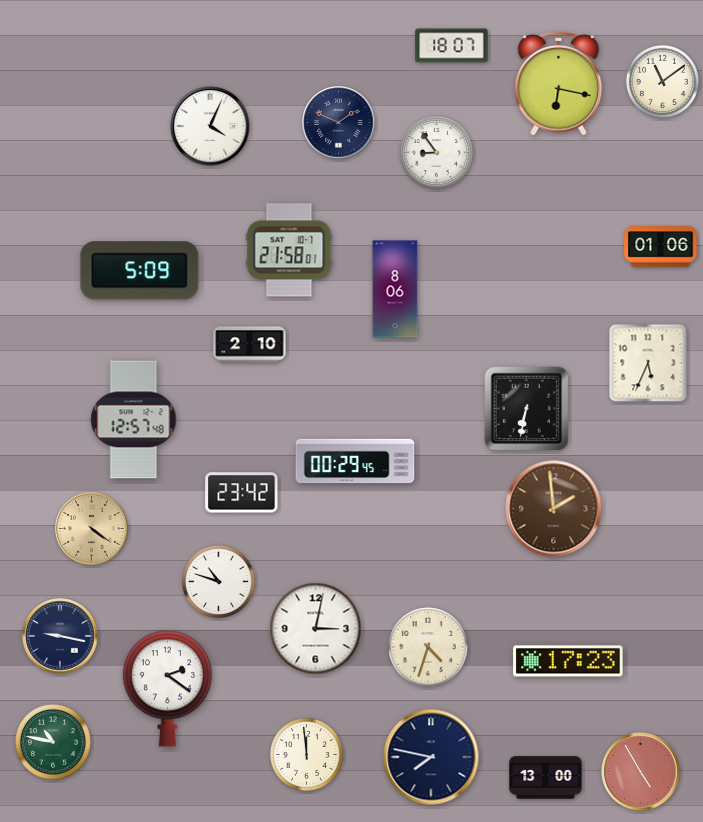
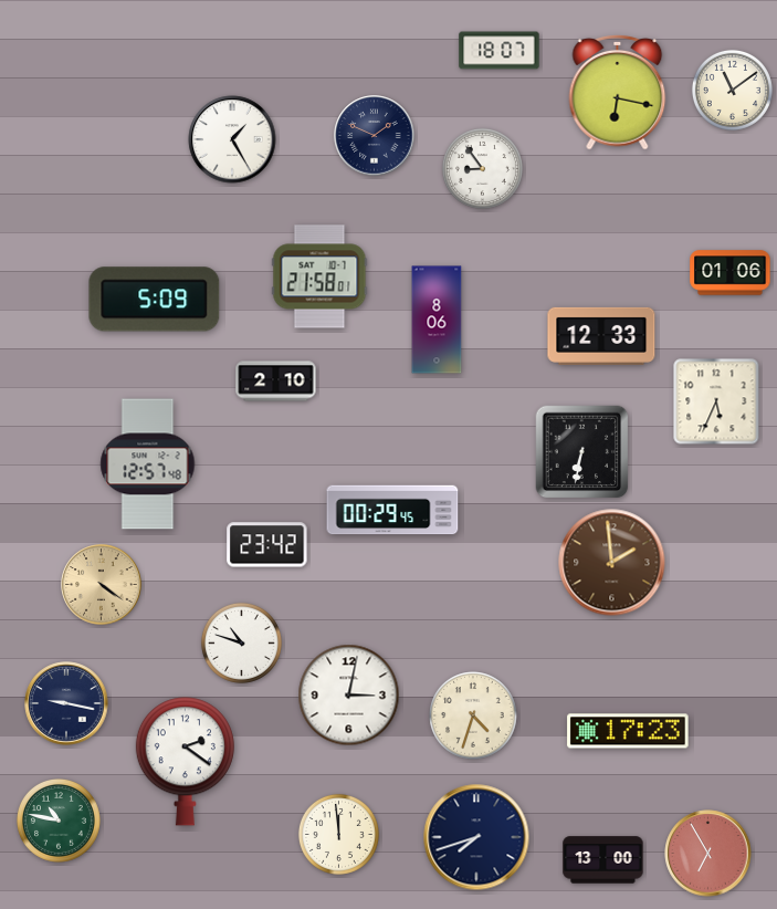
clock at (210, 126): 4:04 -> 1:25
clock at (601, 336): none -> 12:33
clock at (431, 757): 7:47 -> 7:42
clock at (641, 772): 4:55 -> 6:55
